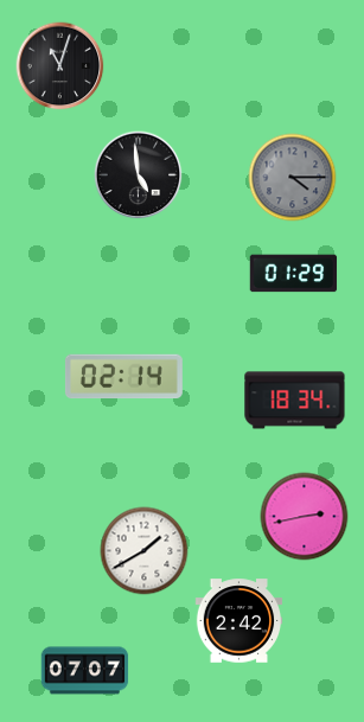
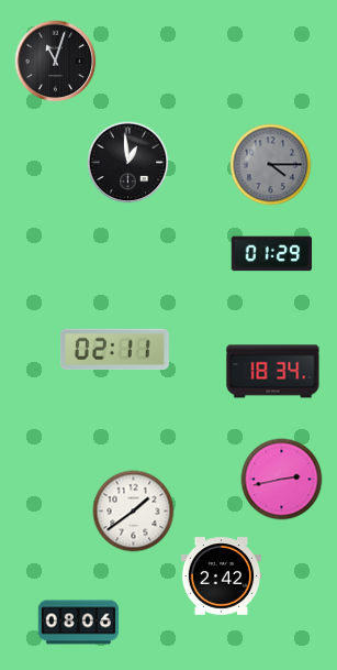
clock at (139, 175): 4:59 -> 12:59
clock at (123, 377): 02:14 -> 02:11
clock at (145, 551): 1:40 -> 1:39
clock at (85, 671): 07:07 -> 08:06
